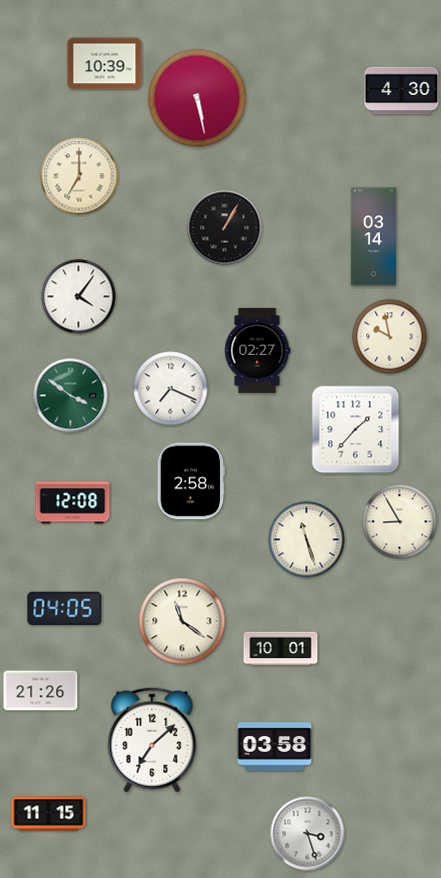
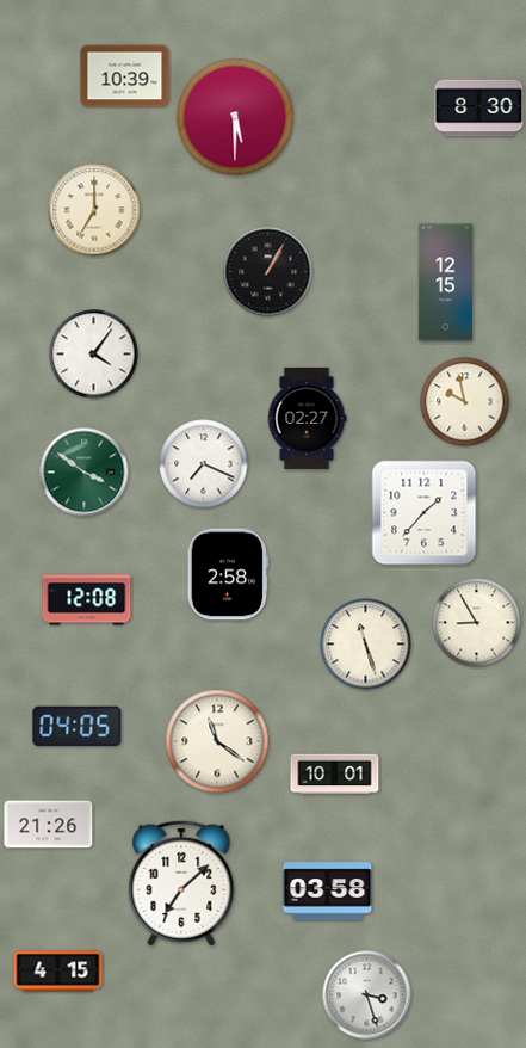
clock at (402, 91): 4:30 -> 8:30
clock at (197, 98): 5:28 -> 5:30
clock at (374, 237): 03:14 -> 12:15
clock at (49, 814): 11:15 -> 4:15
